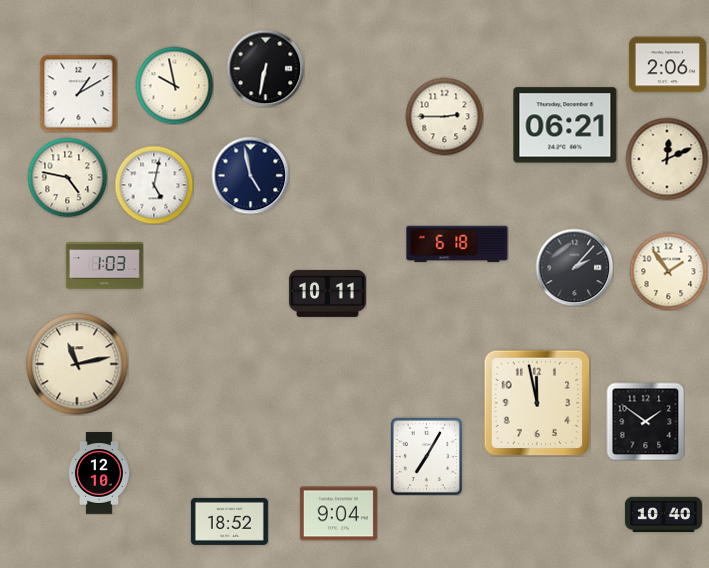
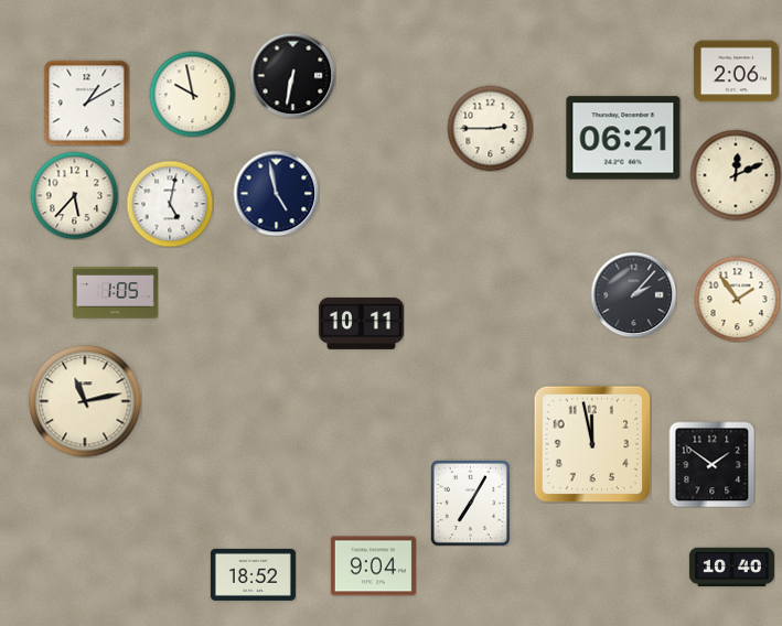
clock at (67, 177): 4:47 -> 5:37
clock at (457, 244): 6:18 -> none
clock at (104, 266): 1:03 -> 1:05
clock at (100, 473): 12:10 -> none
